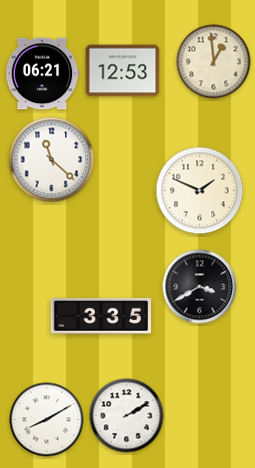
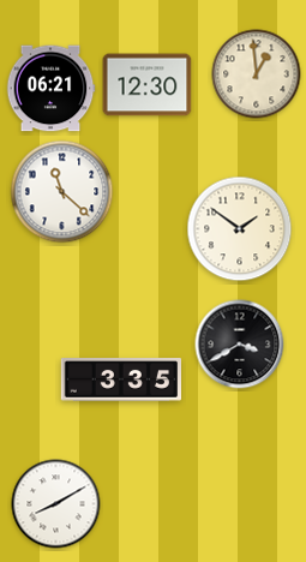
clock at (123, 71): 12:53 -> 12:30
clock at (200, 191): 1:49 -> 1:51
clock at (127, 416): 2:10 -> none
